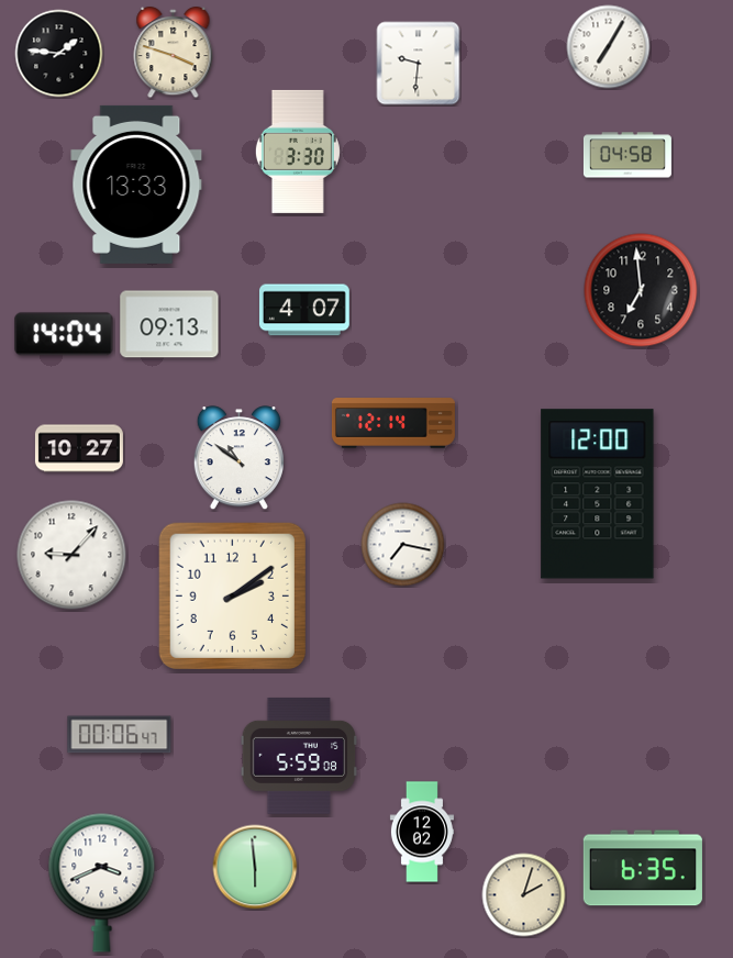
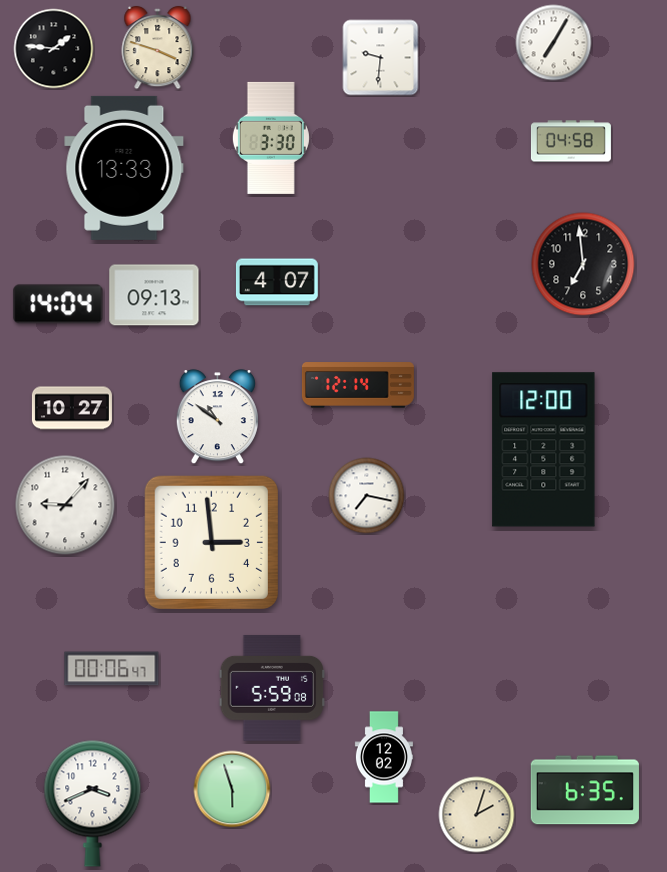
clock at (232, 595): 2:09 -> 2:59
clock at (120, 735) position: (120, 735) -> (112, 669)
clock at (255, 867): 5:59 -> 5:57
